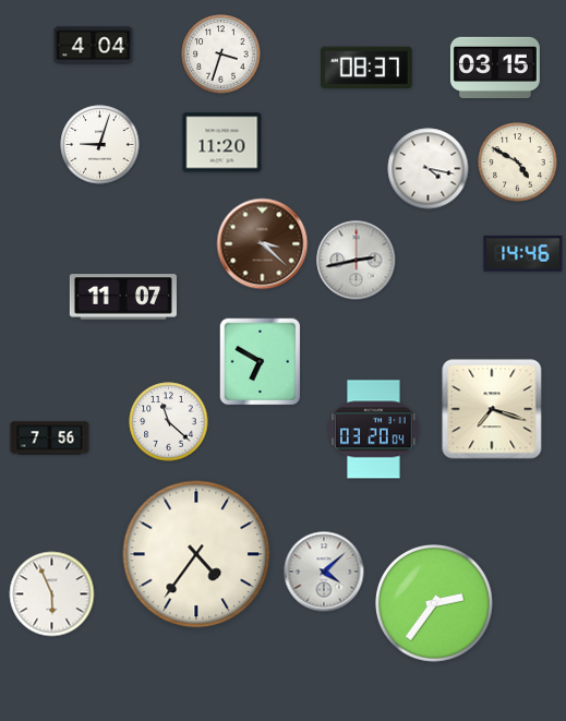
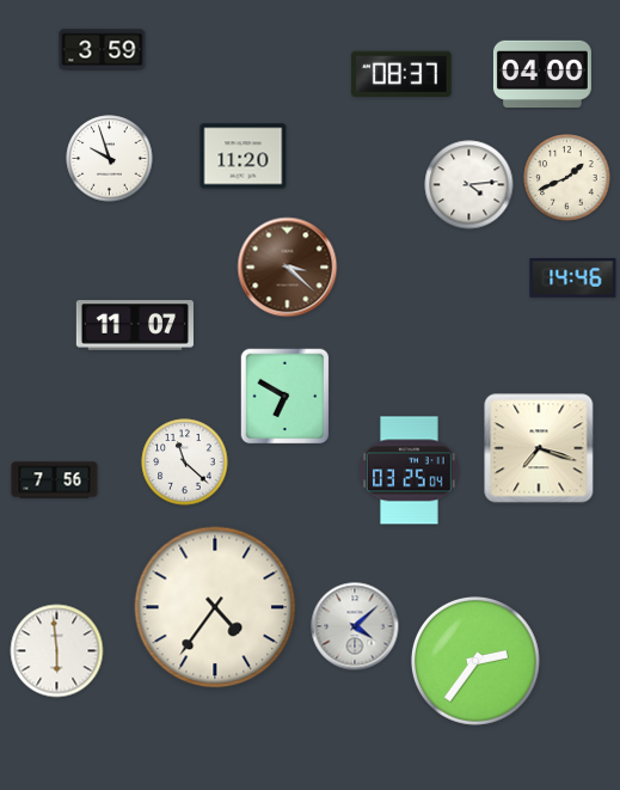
clock at (94, 46): 4:04 -> 3:59
clock at (221, 55): 3:33 -> none
clock at (495, 67): 03:15 -> 04:00
clock at (100, 145): 9:03 -> 9:57
clock at (518, 163): 4:50 -> 1:41
clock at (429, 169): 4:17 -> 4:14
clock at (357, 261): 2:43 -> none
clock at (374, 430): 03:20 -> 03:25
clock at (52, 594): 5:56 -> 5:59
